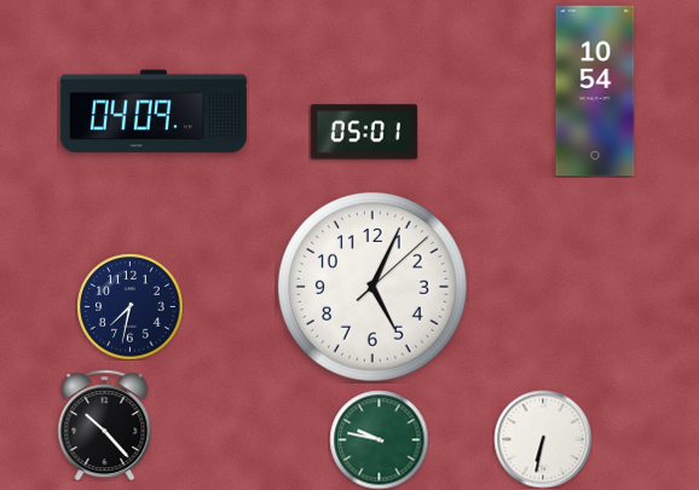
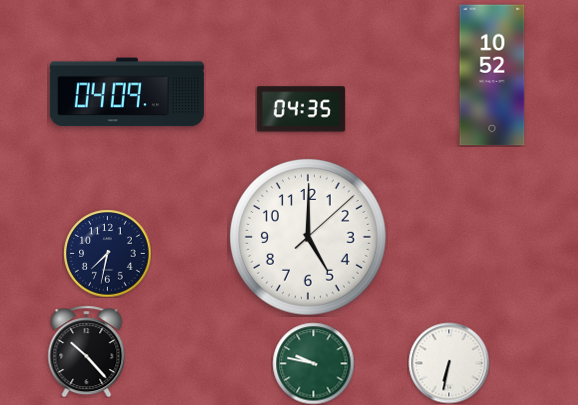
clock at (595, 91): 10:54 -> 10:52
clock at (364, 132): 05:01 -> 04:35
clock at (374, 288): 5:04 -> 5:00
